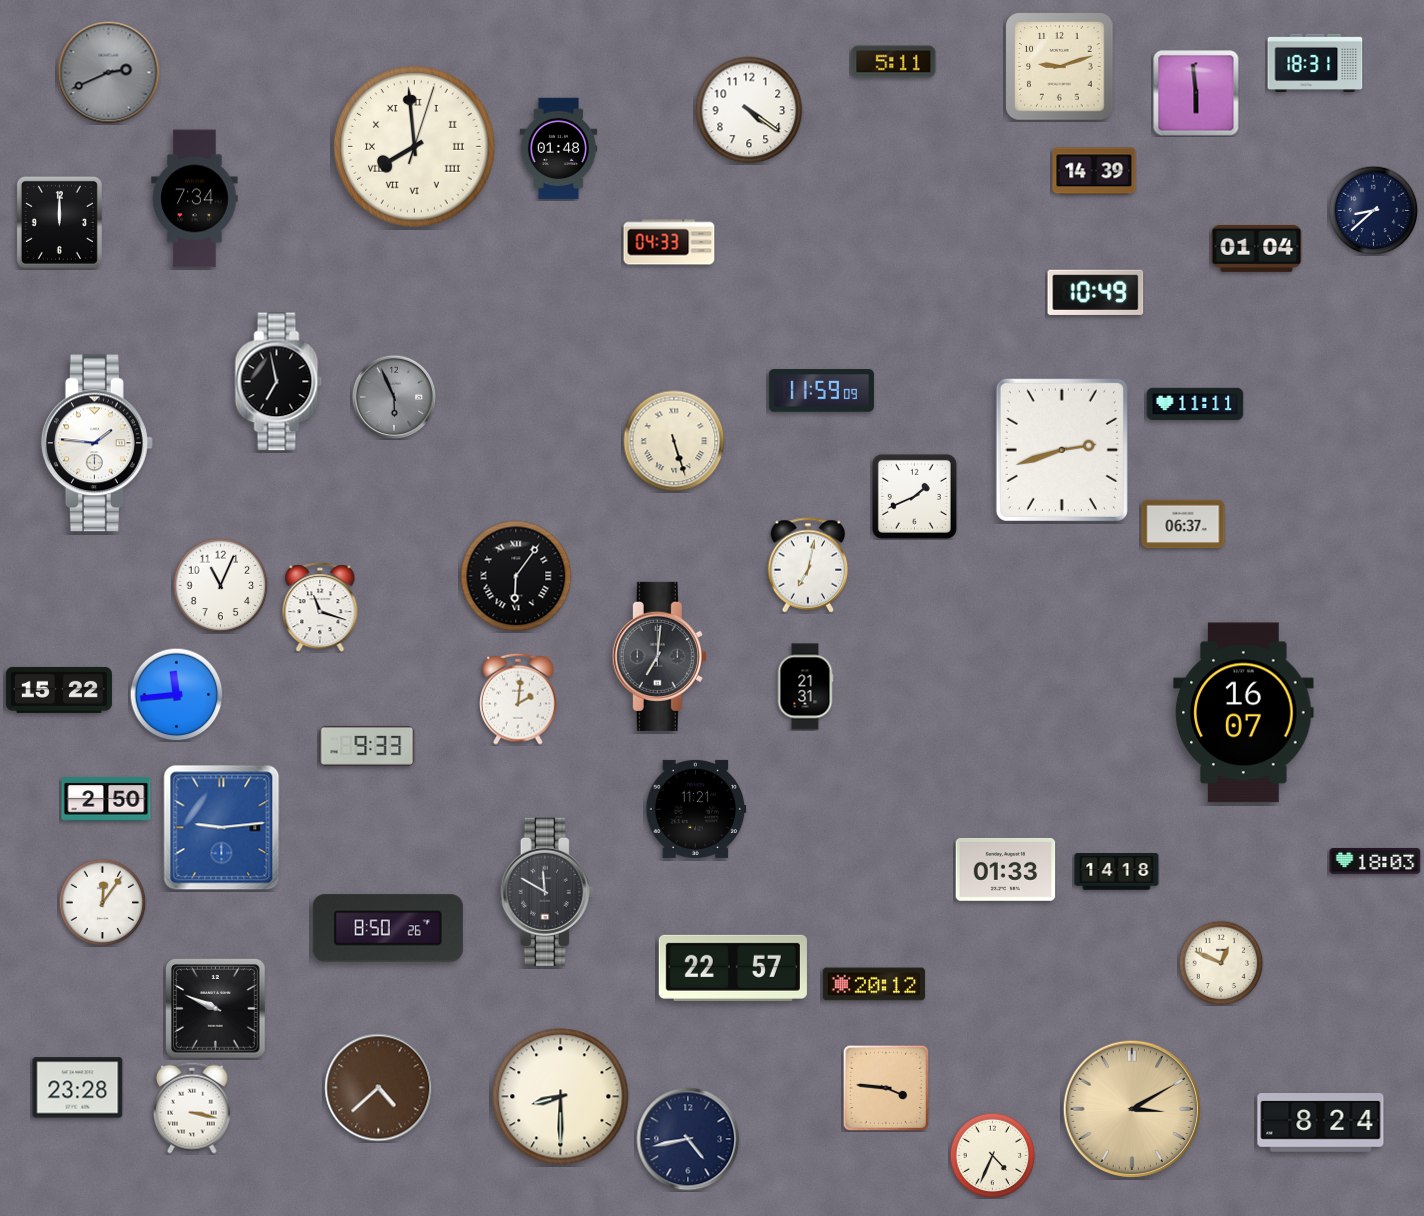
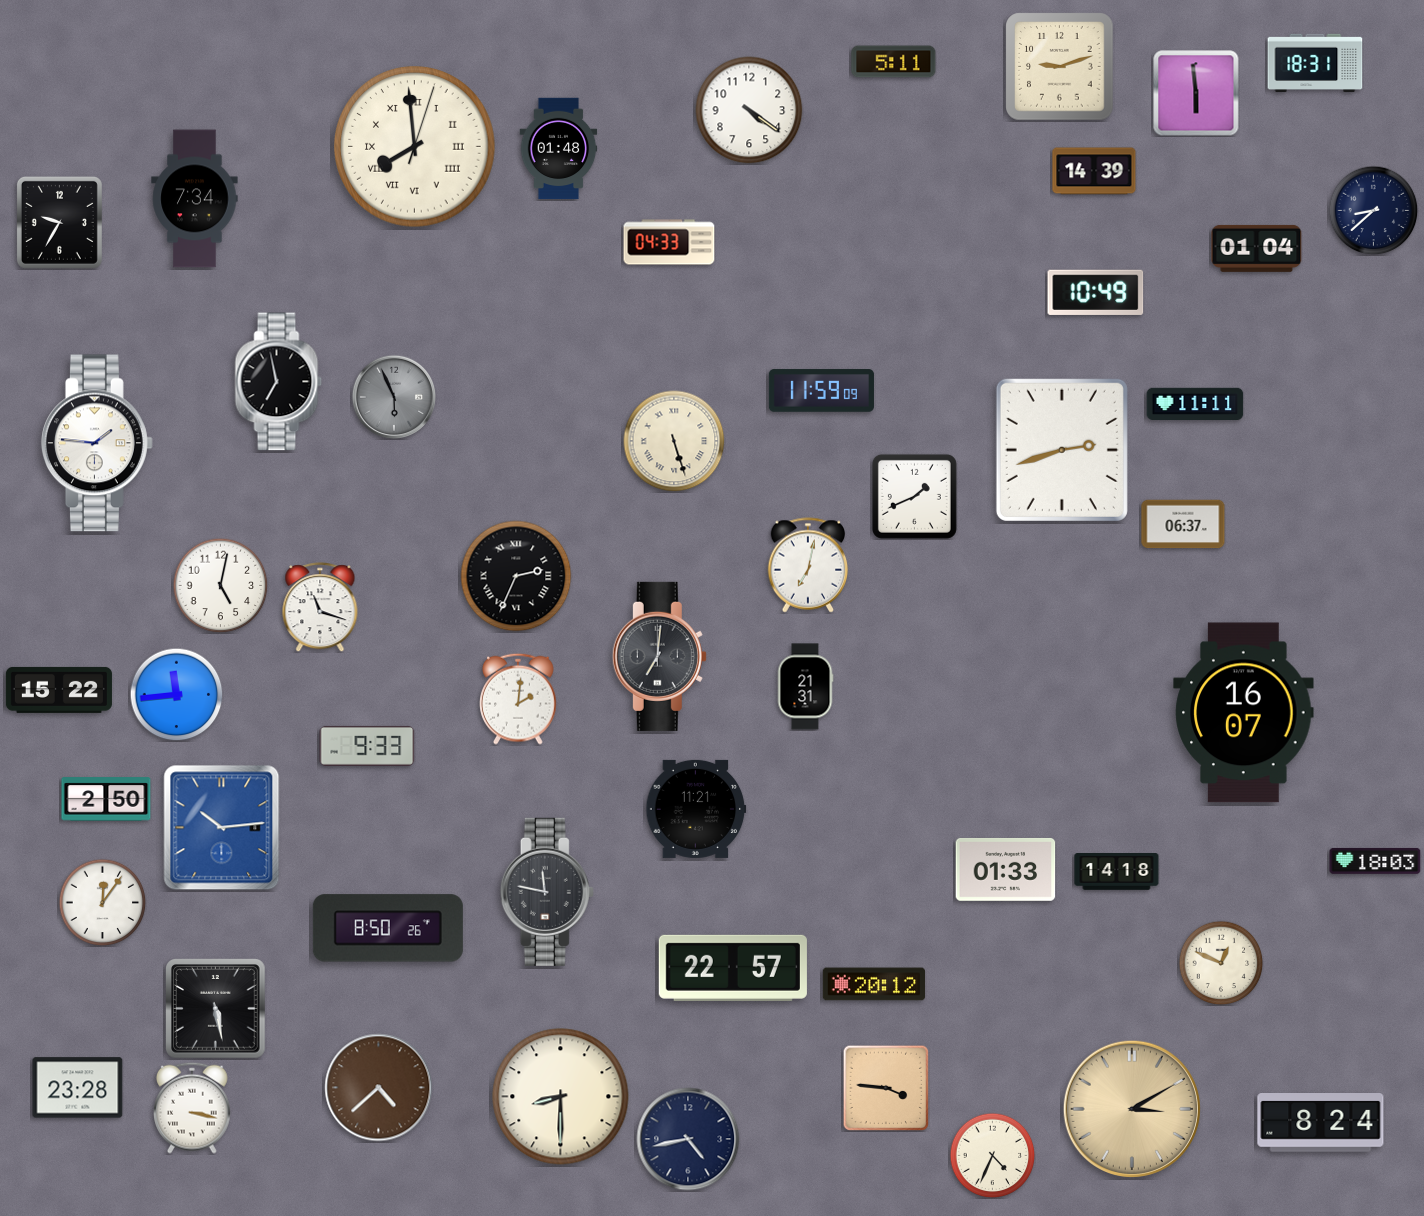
clock at (109, 73): 2:41 -> none
clock at (59, 222): 12:00 -> 9:35
clock at (516, 576): 6:06 -> 2:34
clock at (220, 585): 11:04 -> 5:02
clock at (222, 828): 9:14 -> 10:14
clock at (547, 892): 11:50 -> 11:47
clock at (216, 1009): 9:49 -> 5:28
